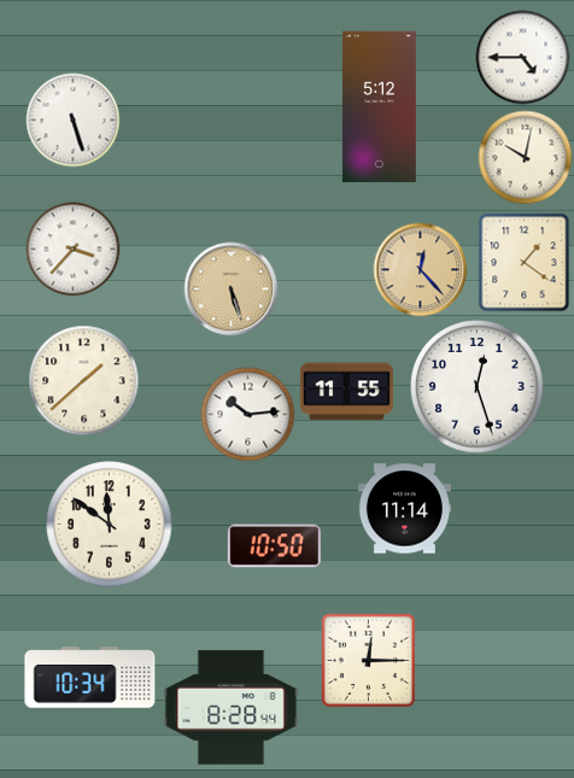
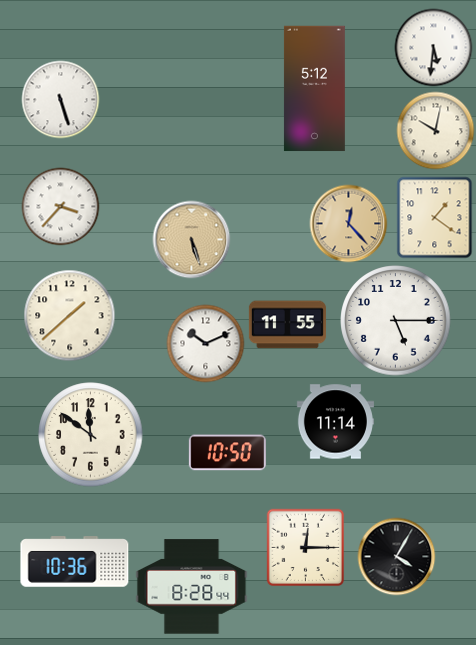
clock at (522, 57): 4:45 -> 5:31
clock at (478, 387): 12:27 -> 5:15
clock at (247, 414): 10:14 -> 10:11
clock at (396, 556): none -> 4:05
clock at (90, 678): 10:34 -> 10:36
